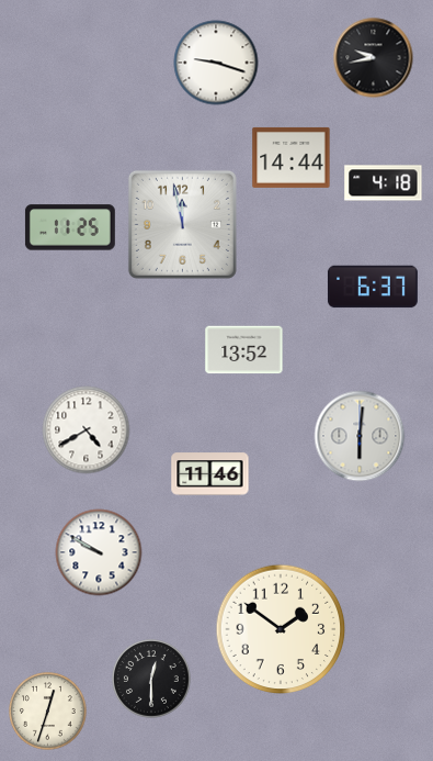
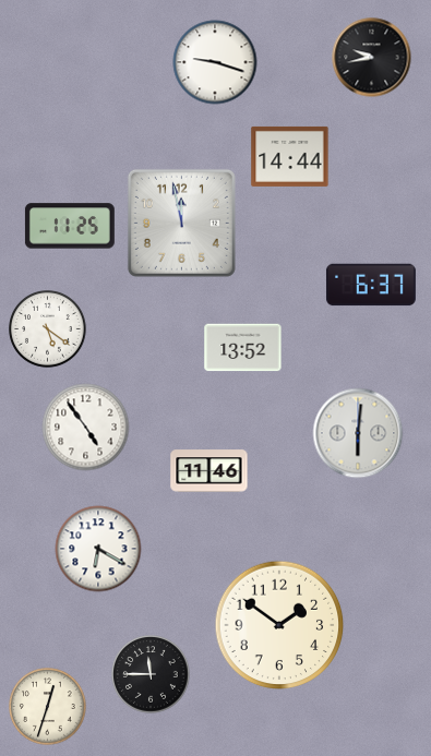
clock at (384, 183): 4:18 -> none
clock at (48, 329): none -> 5:21
clock at (87, 430): 4:40 -> 4:54
clock at (99, 552): 9:50 -> 6:20
clock at (151, 679): 12:30 -> 11:45
